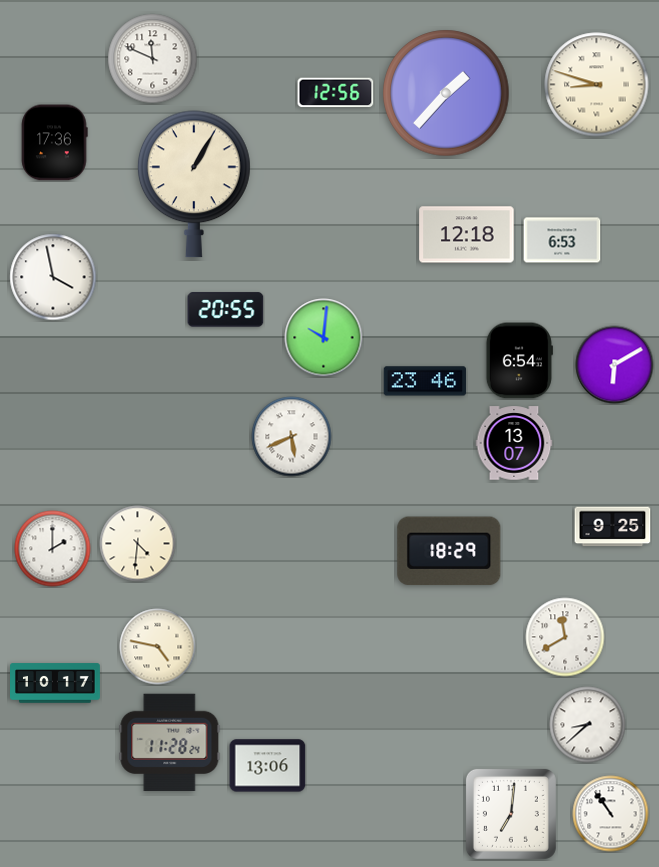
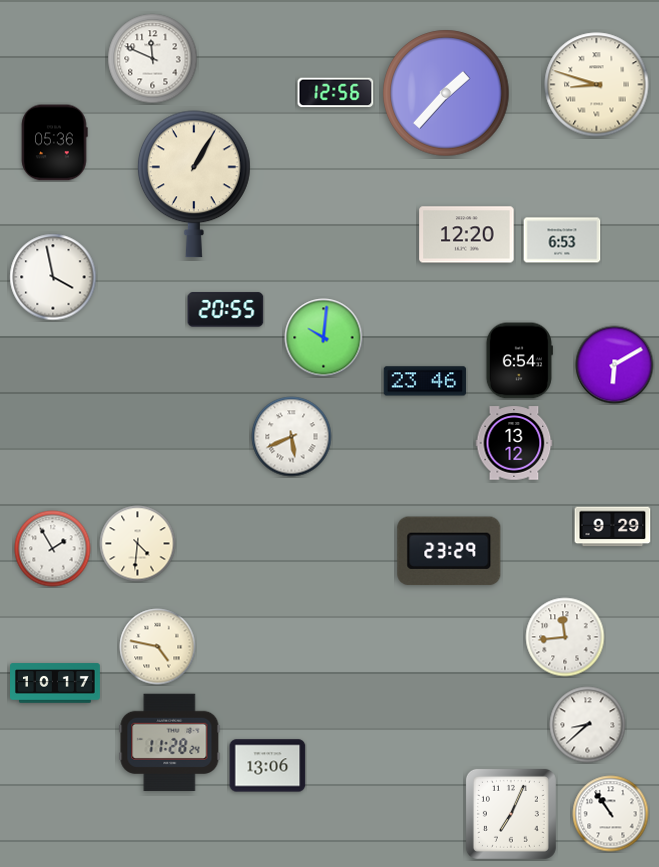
clock at (54, 143): 17:36 -> 05:36
clock at (467, 235): 12:18 -> 12:20
clock at (514, 443): 13:07 -> 13:12
clock at (613, 527): 9:25 -> 9:29
clock at (53, 549): 2:00 -> 1:55
clock at (449, 551): 18:29 -> 23:29
clock at (565, 637): 11:40 -> 11:44
clock at (511, 814): 7:01 -> 7:04
